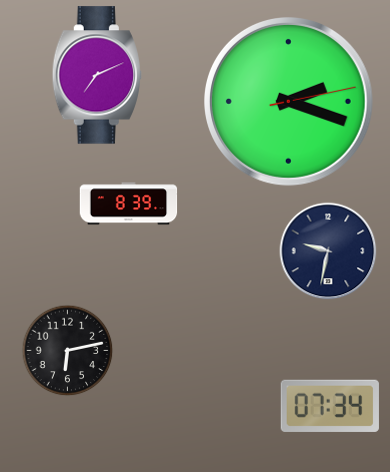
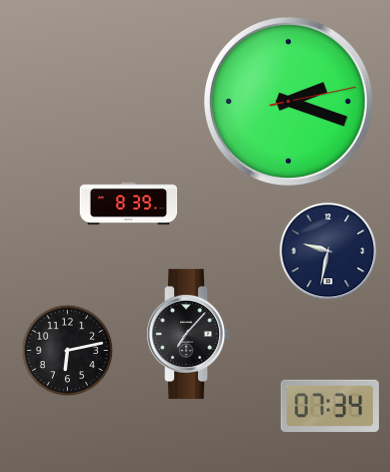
clock at (96, 75): 7:11 -> none
clock at (188, 334): none -> 7:07
